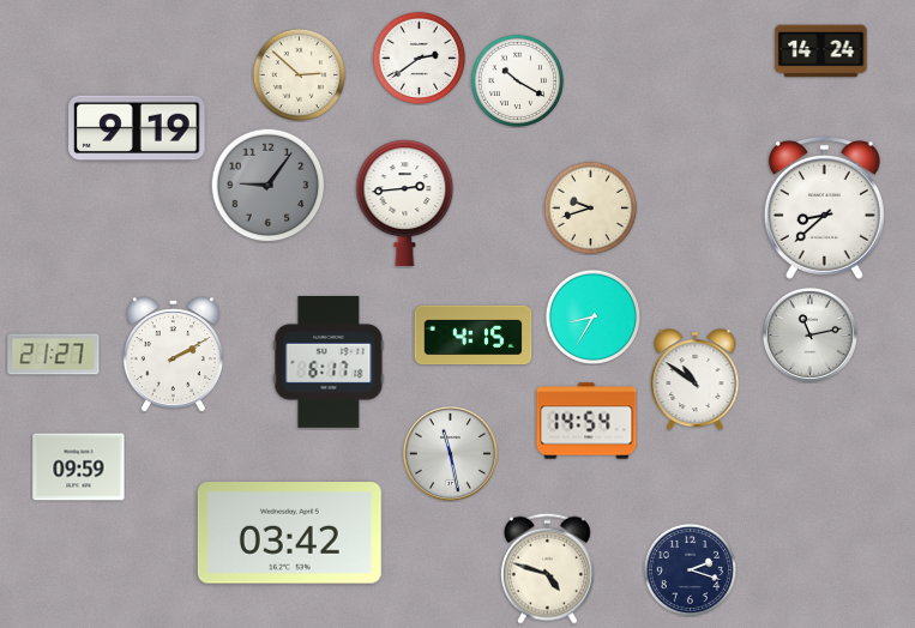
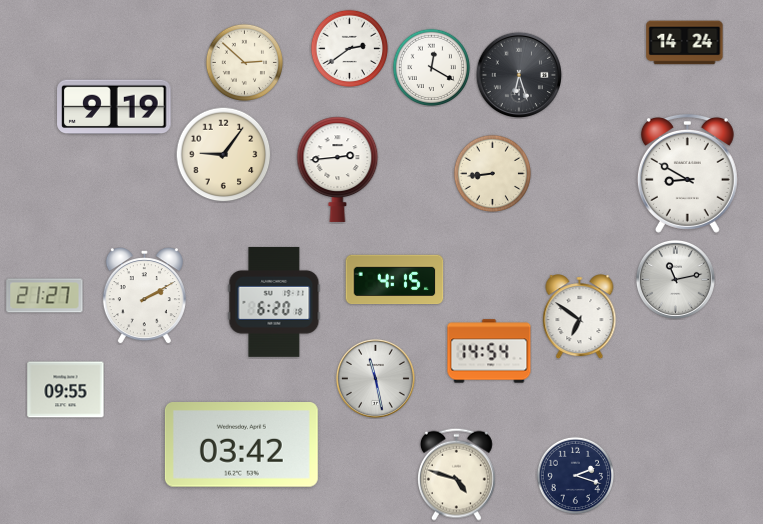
clock at (299, 74) position: (299, 74) -> (244, 62)
clock at (517, 80): 10:20 -> 12:20
clock at (518, 74): none -> 6:27
clock at (267, 185) dial: grey -> cream
clock at (590, 207): 9:42 -> 8:44
clock at (824, 207): 8:38 -> 8:50
clock at (592, 316): 8:35 -> none
clock at (329, 362): 6:17 -> 6:20
clock at (696, 380): 10:51 -> 6:51
clock at (79, 467): 09:59 -> 09:55
